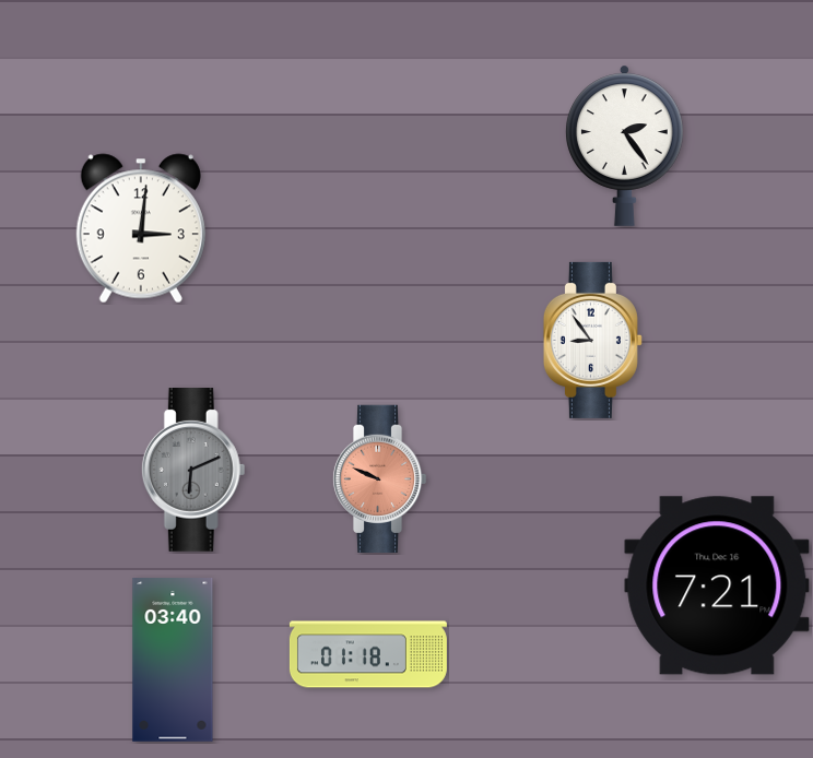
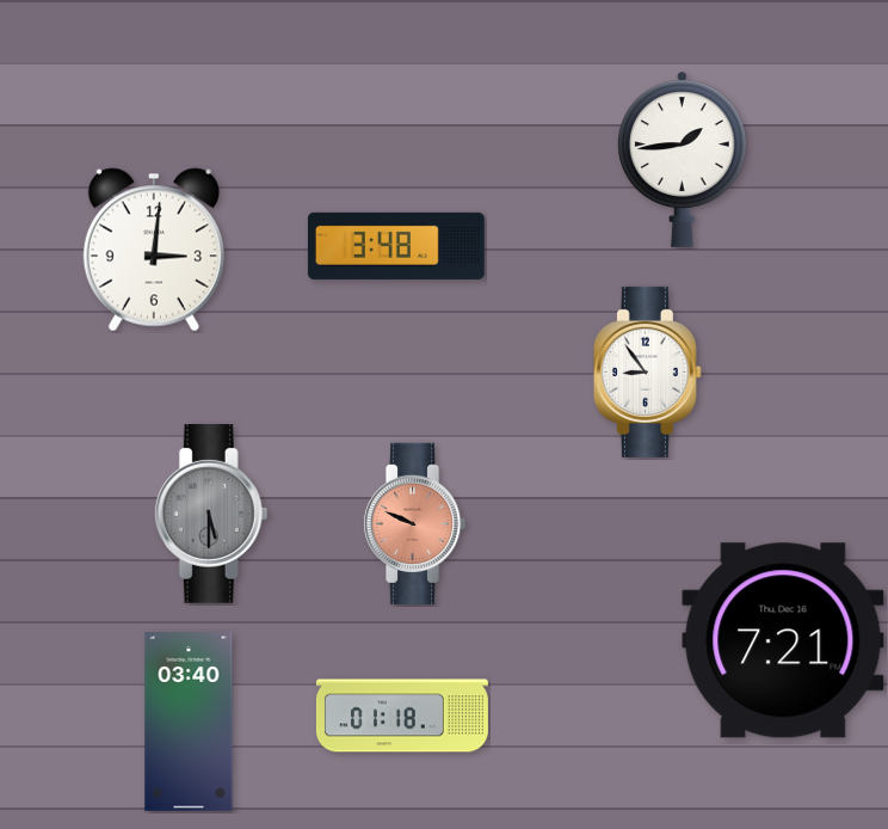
clock at (625, 145): 2:24 -> 1:44
clock at (396, 246): none -> 3:48
clock at (193, 471): 6:11 -> 5:30
